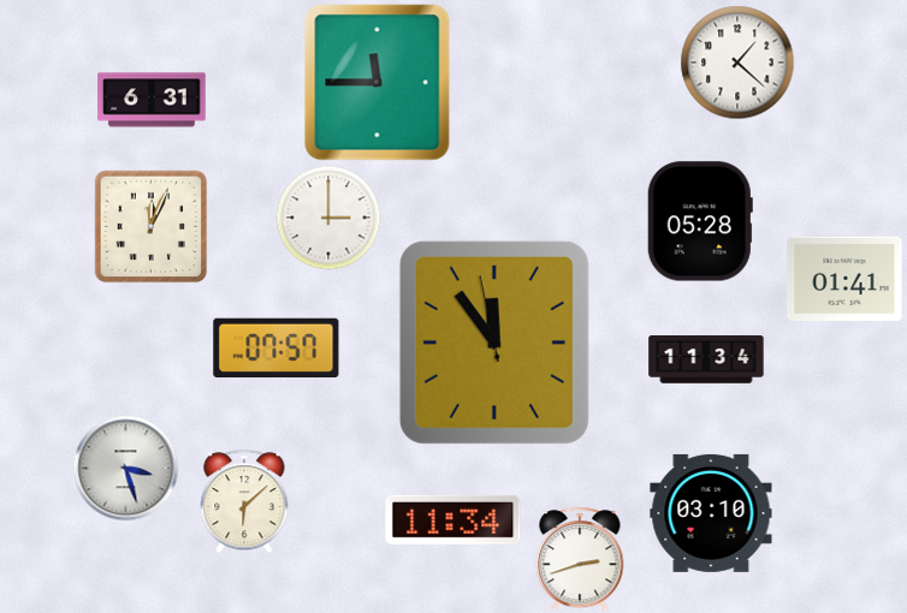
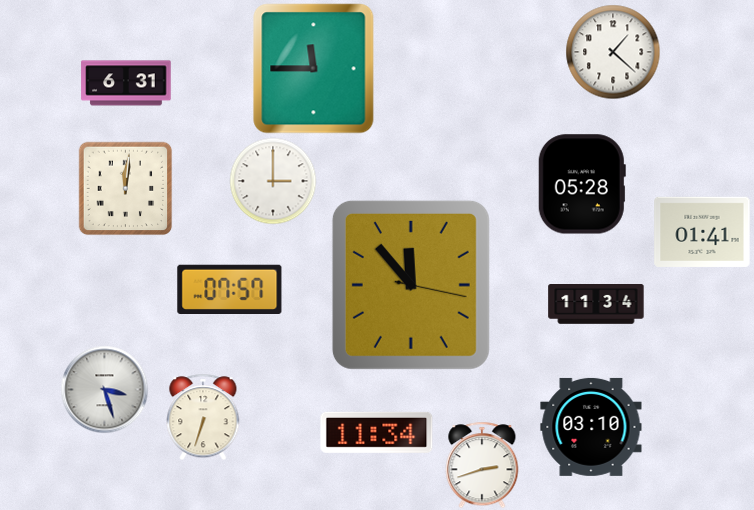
clock at (150, 226): 12:04 -> 12:01
clock at (494, 343): 11:53:58 -> 11:53:17
clock at (706, 361) position: (706, 361) -> (596, 305)
clock at (244, 501): 6:08 -> 6:33
